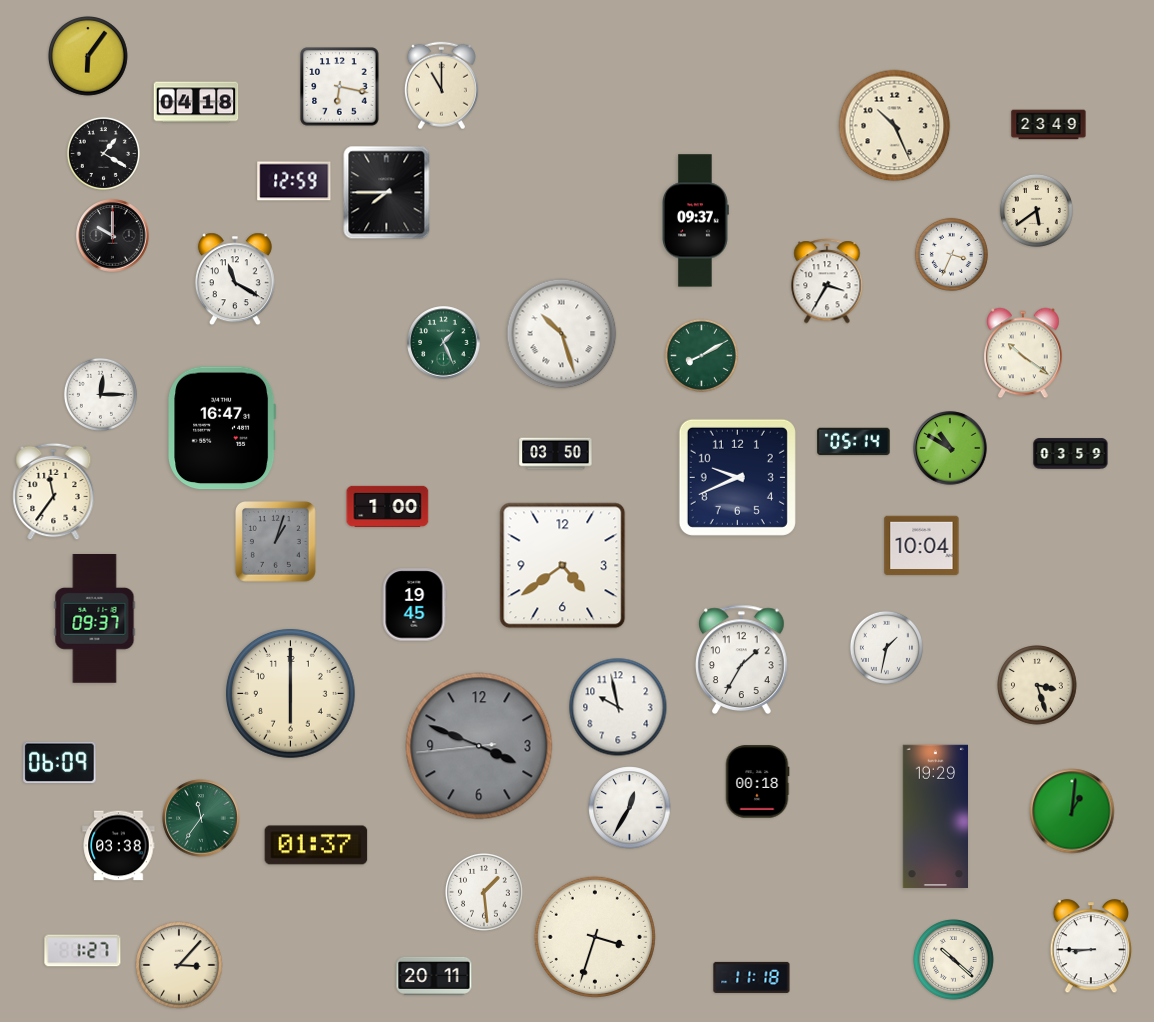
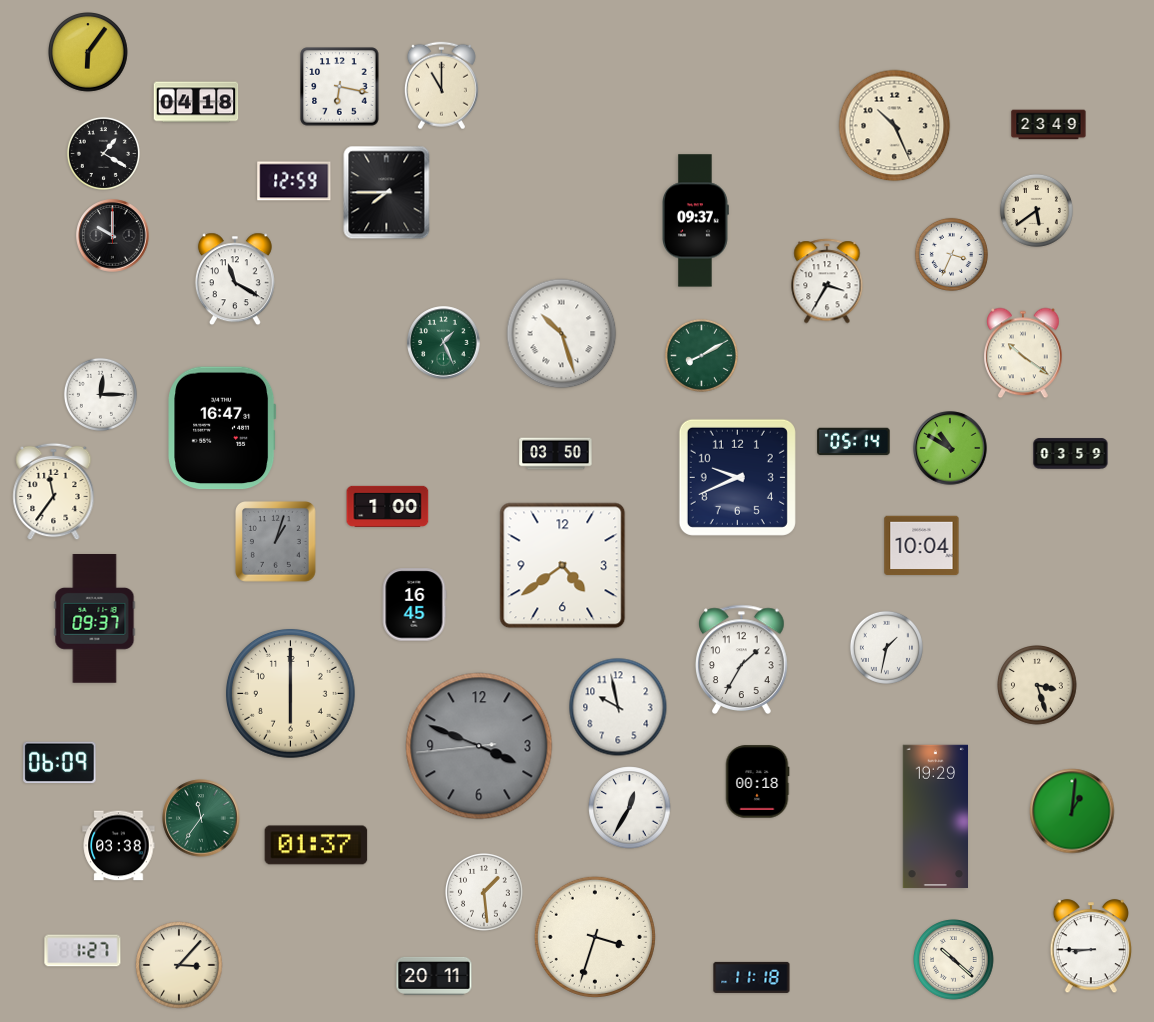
clock at (88, 56) position: (88, 56) -> (88, 52)
clock at (414, 605): 19:45 -> 16:45
